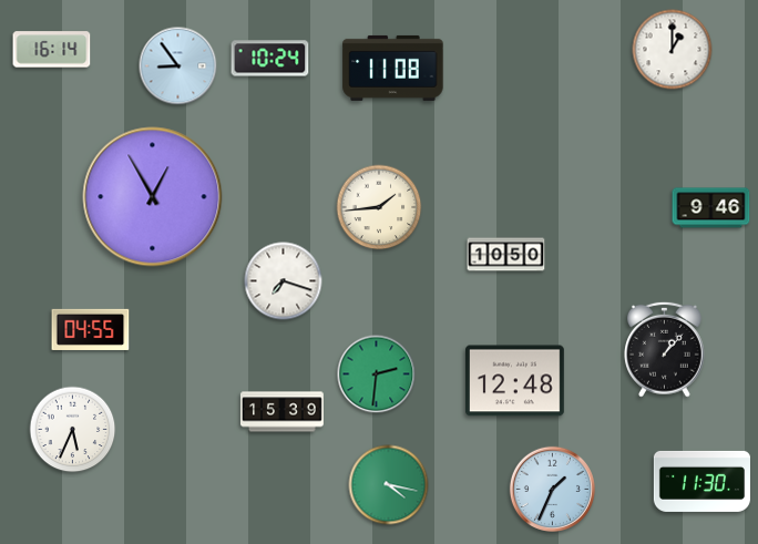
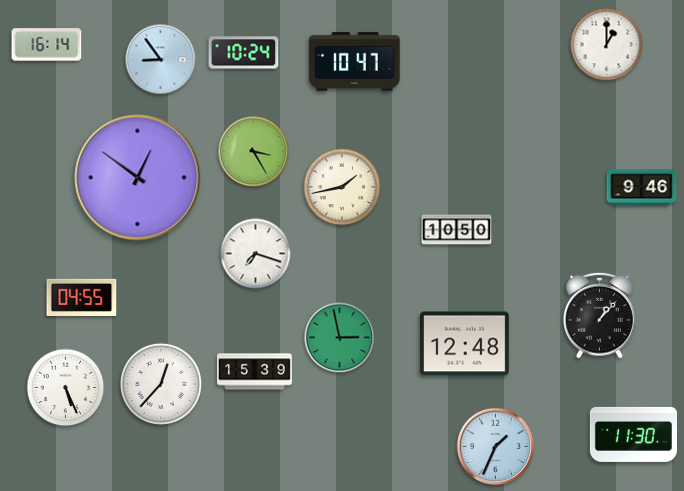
clock at (393, 68): 11:08 -> 10:47
clock at (254, 152): none -> 3:25
clock at (153, 197): 12:55 -> 12:51
clock at (379, 207): 1:44 -> 1:43
clock at (377, 374): 2:31 -> 2:58
clock at (161, 384): none -> 12:37
clock at (73, 430): 5:34 -> 5:26
clock at (389, 485): 4:17 -> none
clock at (552, 489) position: (552, 489) -> (495, 446)
